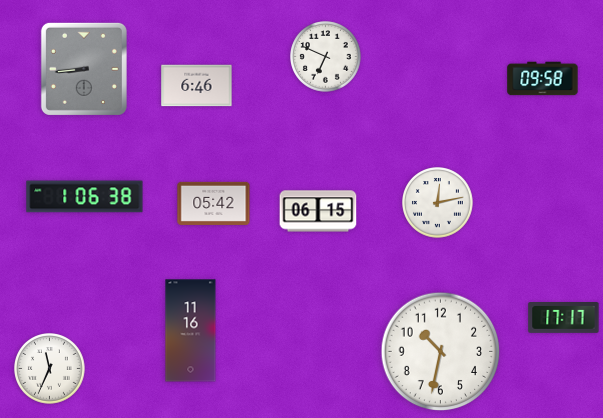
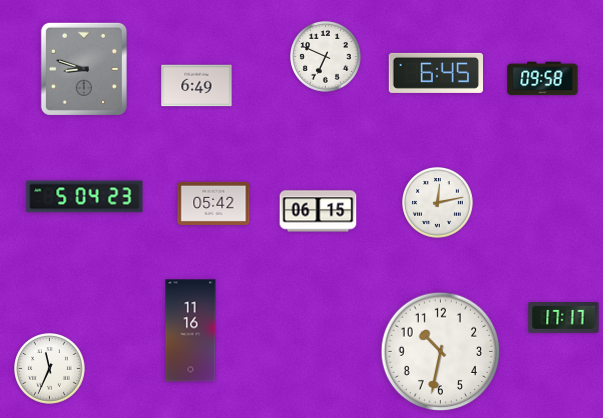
clock at (84, 69): 8:44 -> 8:48
clock at (436, 73): none -> 6:45
clock at (197, 86): 6:46 -> 6:49
clock at (85, 197): 1:06 -> 5:04
